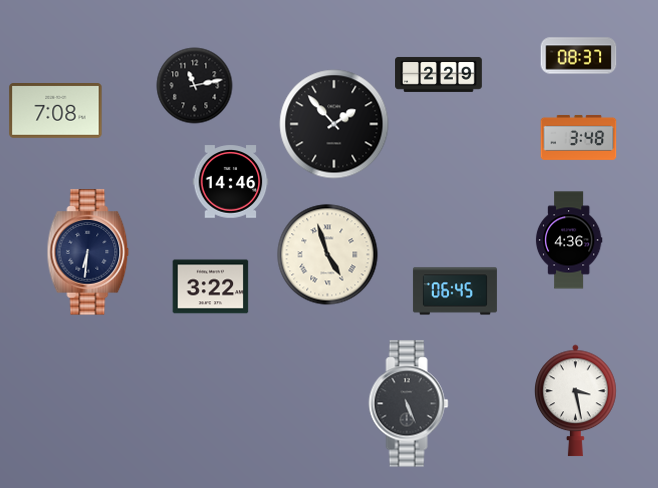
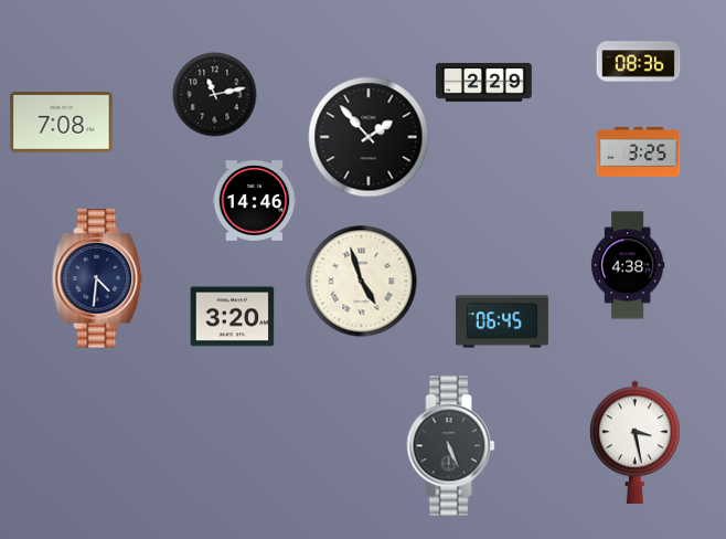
clock at (579, 56): 08:37 -> 08:36
clock at (579, 137): 3:48 -> 3:25
clock at (569, 240): 4:36 -> 4:38
clock at (88, 252): 6:31 -> 4:31
clock at (211, 287): 3:22 -> 3:20
